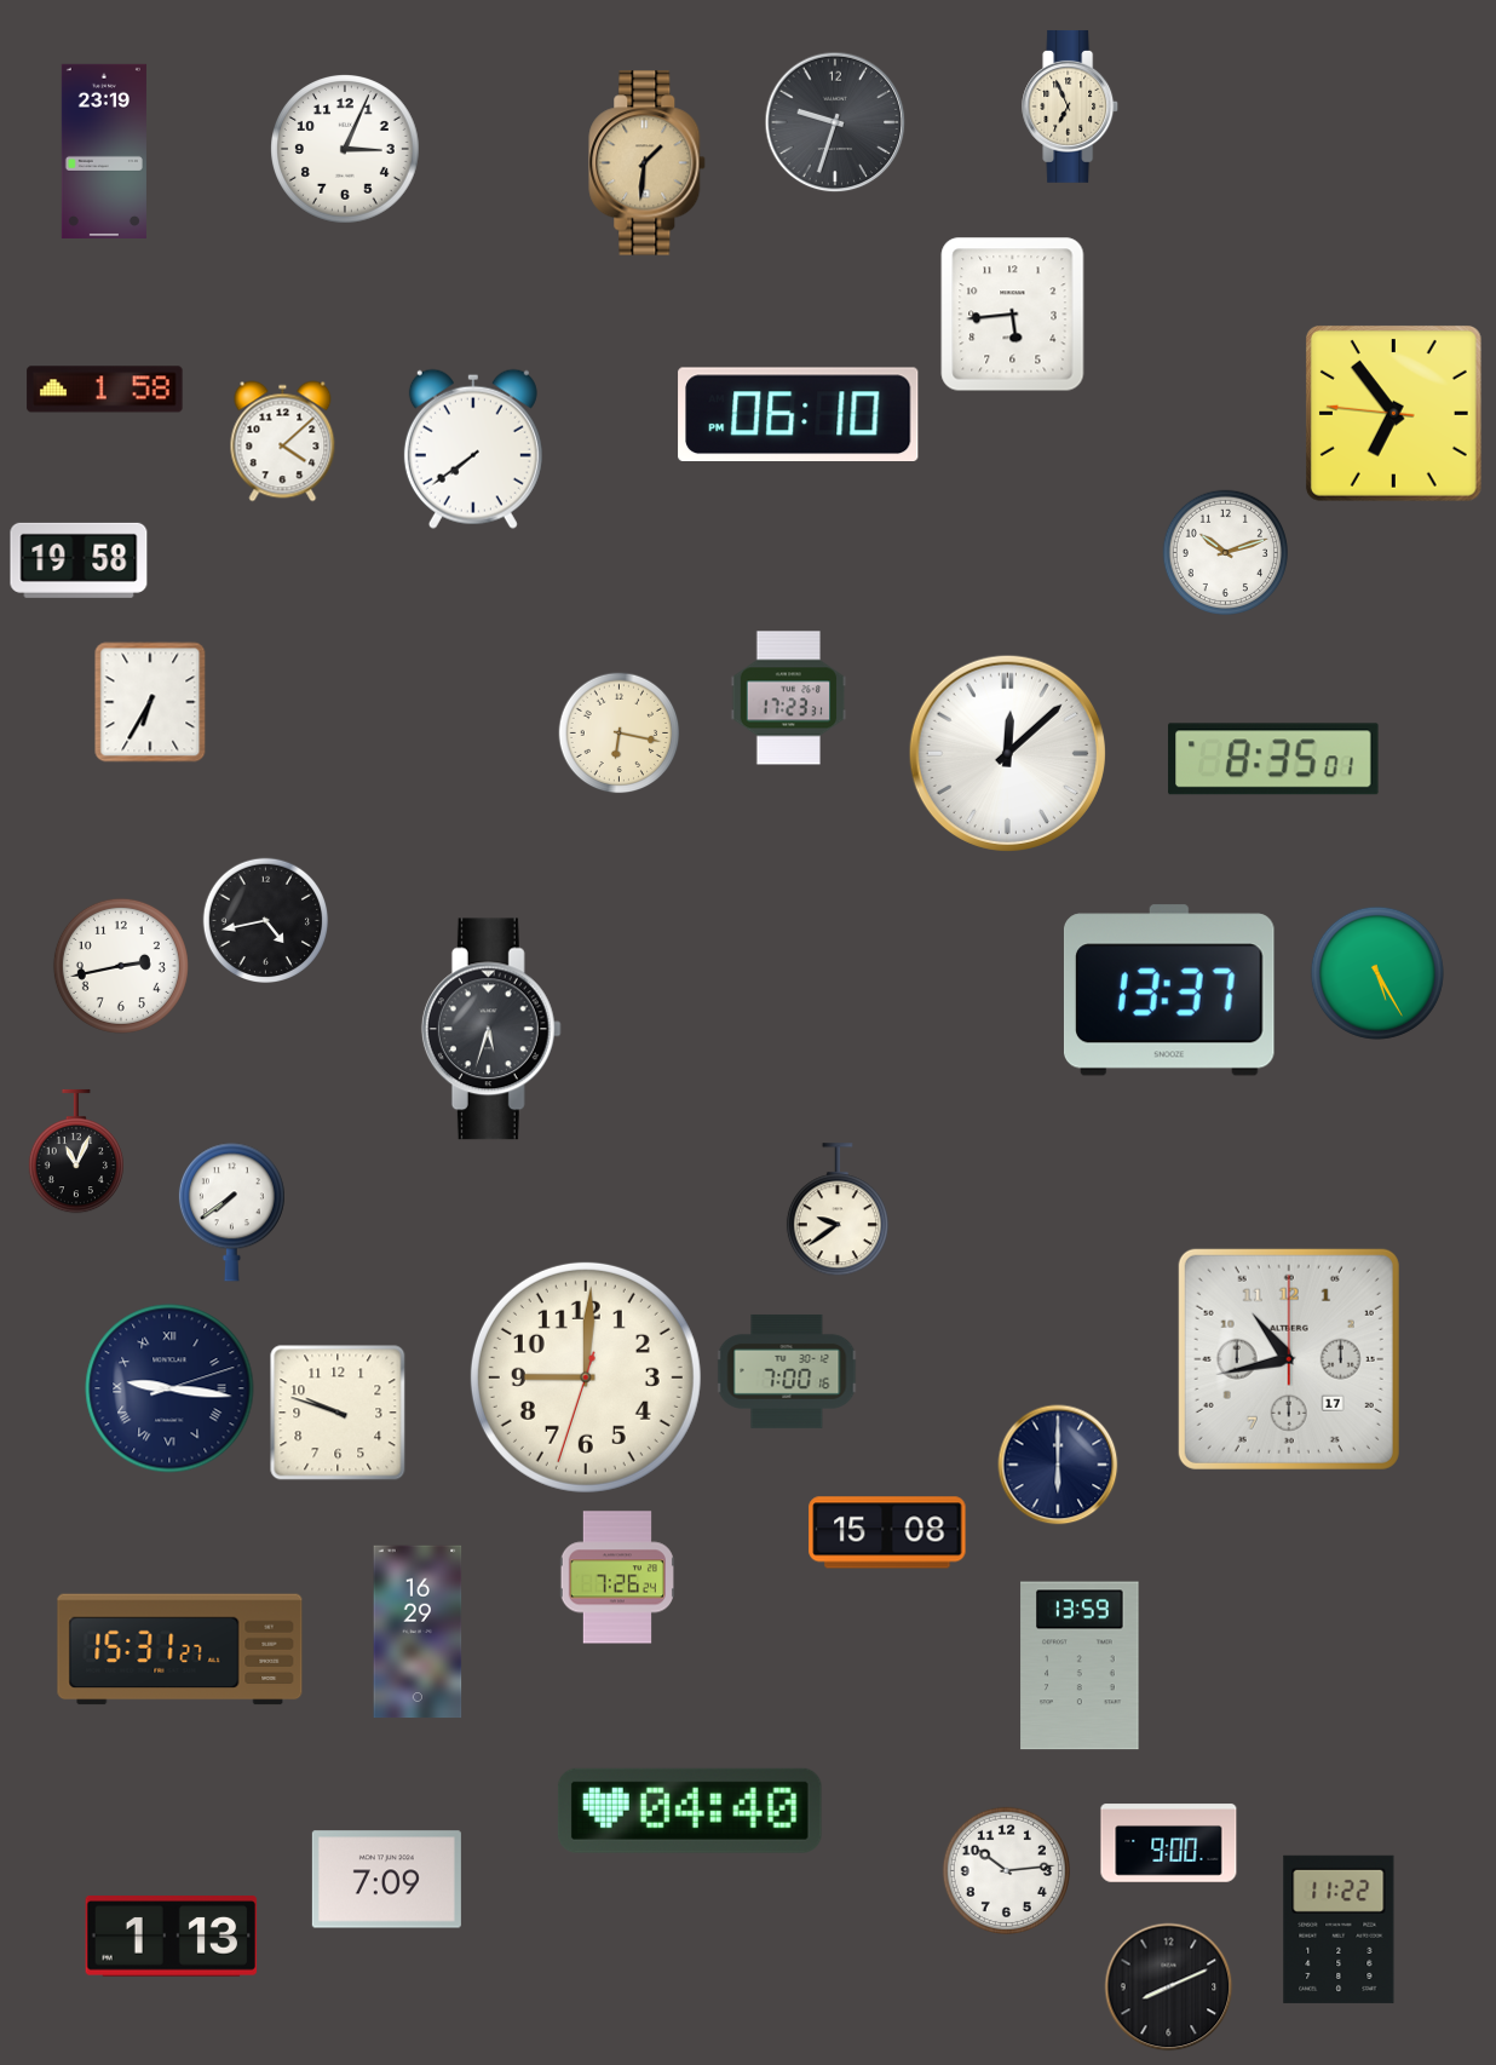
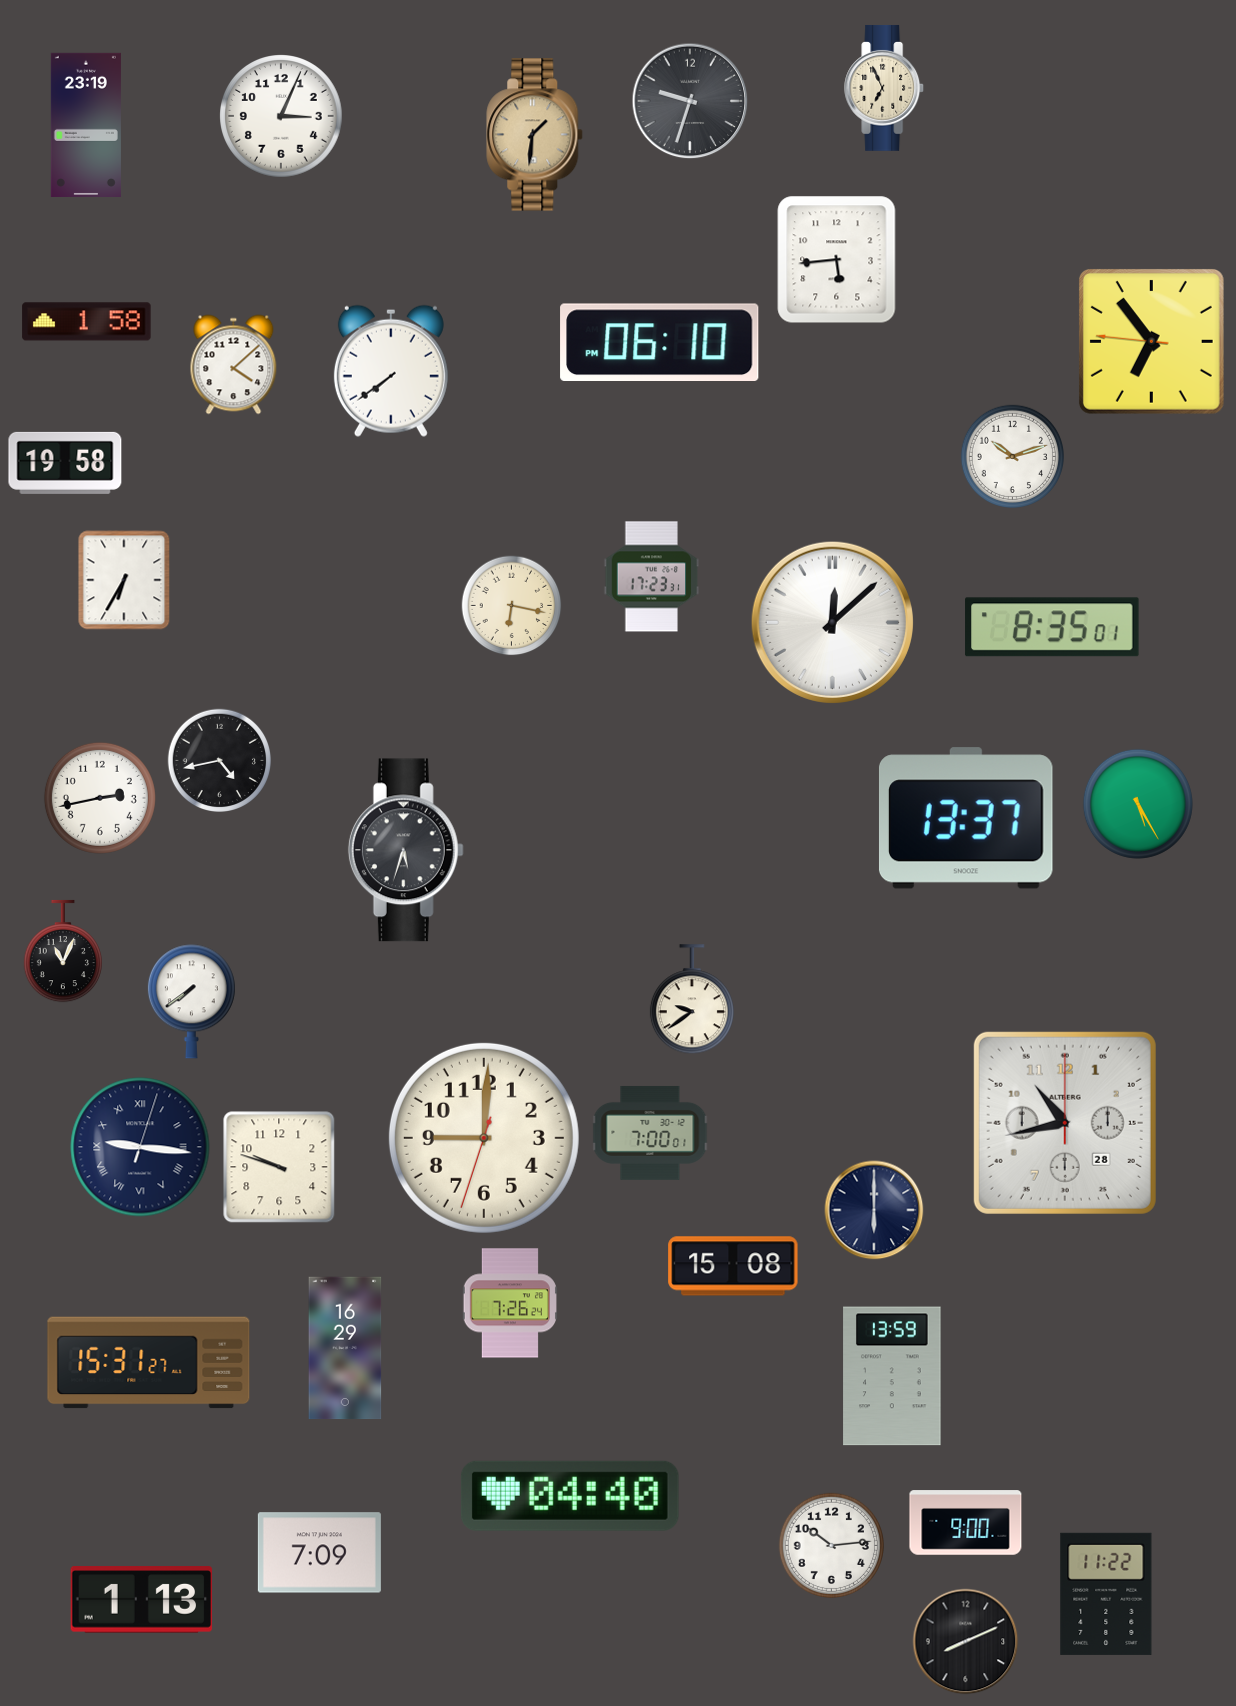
clock at (346, 150) position: (346, 150) -> (282, 117)
clock at (1289, 1359) date: 17 -> 28
clock at (787, 1371): 7:00:16 -> 7:00:01
clock at (169, 1388): 9:16:12 -> 9:16:03
